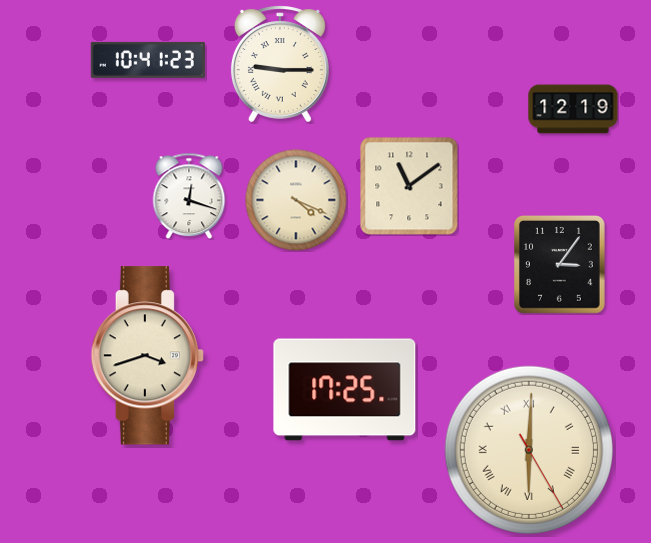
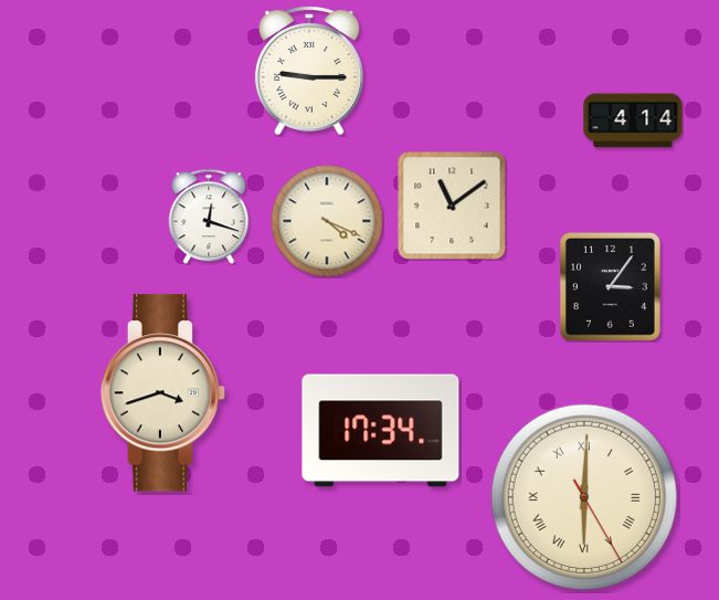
clock at (148, 60): 10:41 -> none
clock at (573, 109): 12:19 -> 4:14
clock at (559, 264) position: (559, 264) -> (610, 286)
clock at (345, 390): 17:25 -> 17:34
